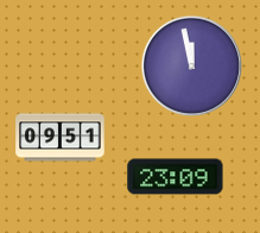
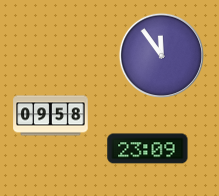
clock at (191, 65): 11:58 -> 11:54
clock at (61, 138): 09:51 -> 09:58
